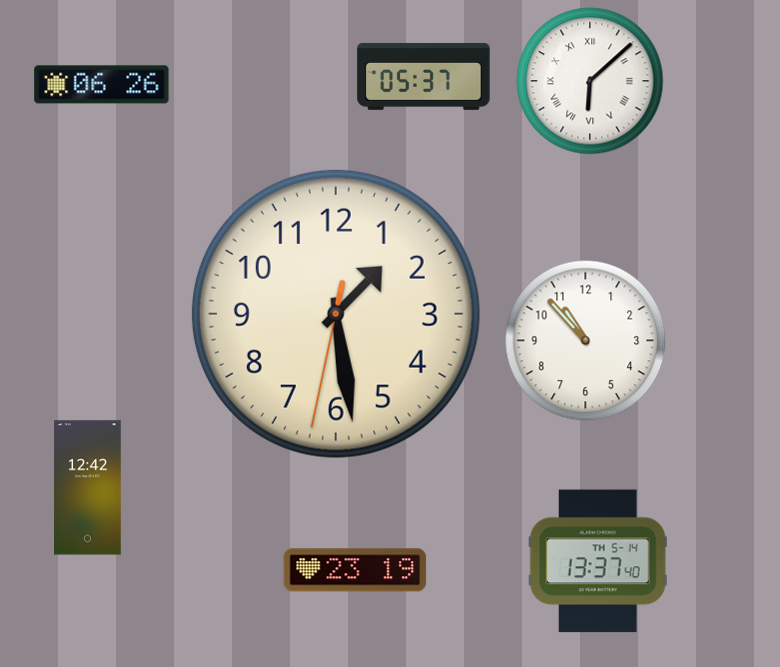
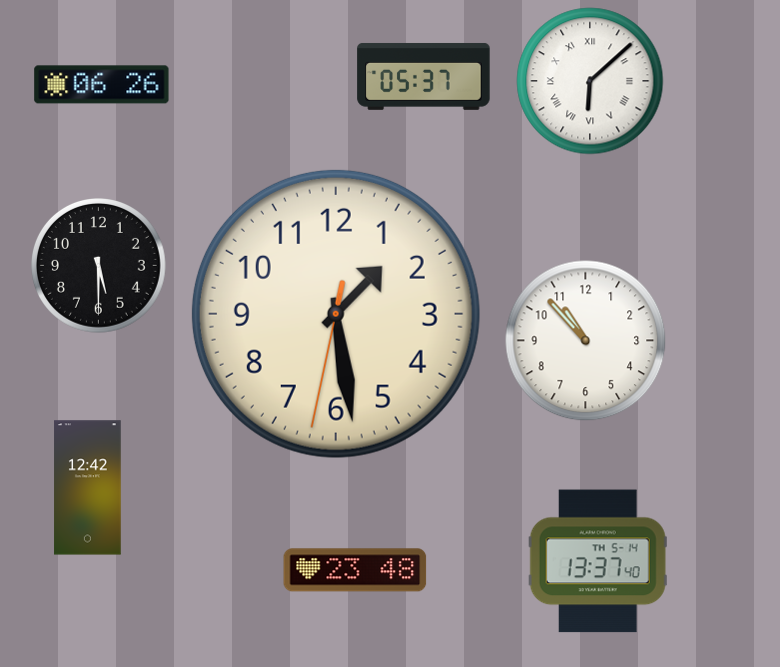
clock at (99, 266): none -> 5:30
clock at (355, 570): 23:19 -> 23:48
